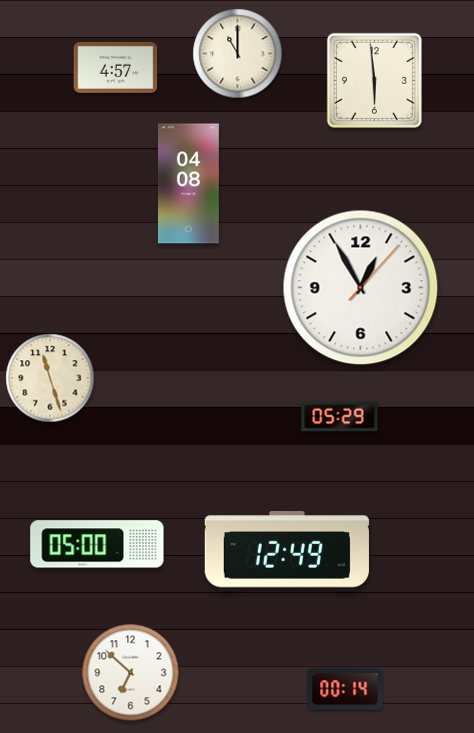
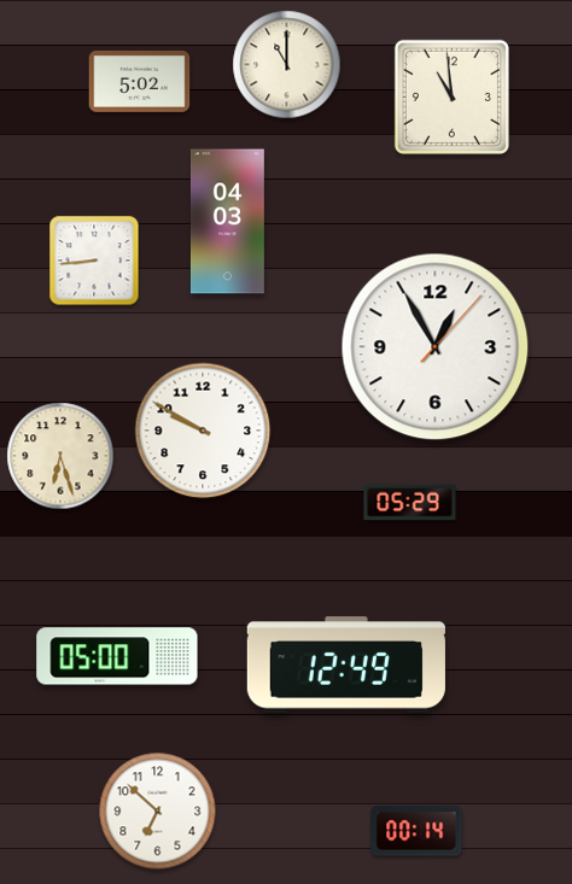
clock at (116, 67): 4:57 -> 5:02
clock at (374, 80): 5:59 -> 10:59
clock at (188, 184): 04:08 -> 04:03
clock at (94, 260): none -> 8:44
clock at (203, 431): none -> 9:50
clock at (50, 378): 11:27 -> 6:27
